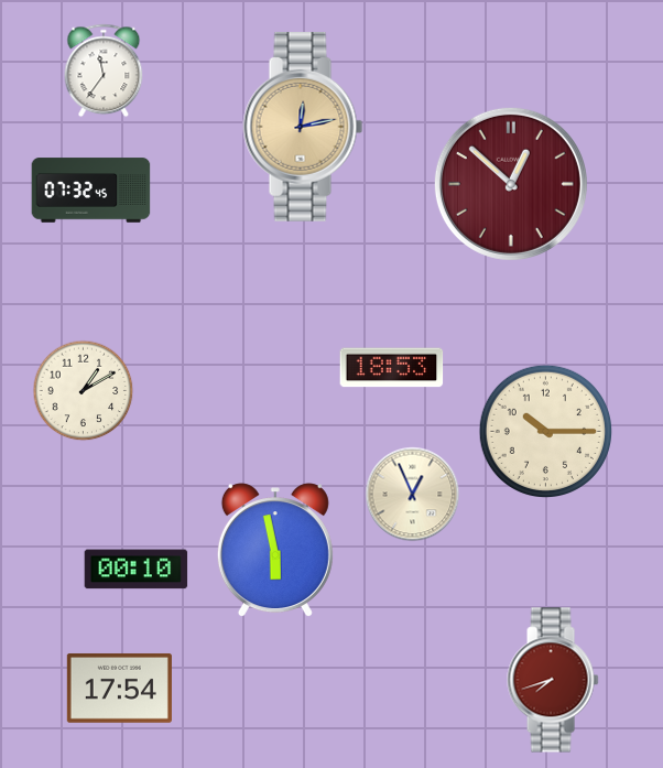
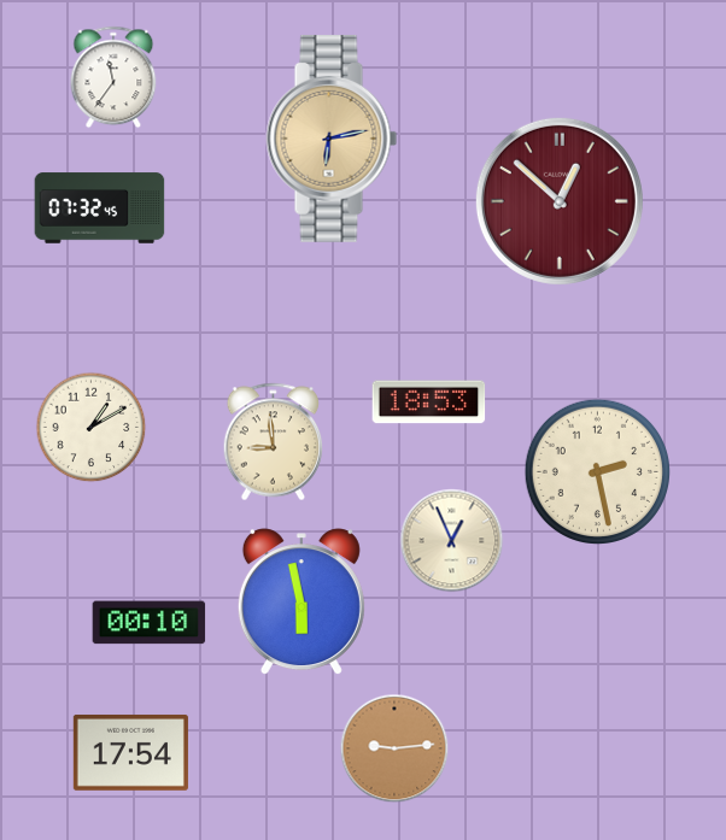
clock at (303, 127): 12:13 -> 6:13
clock at (274, 442): none -> 8:59
clock at (545, 431): 10:15 -> 2:28
clock at (553, 680): 7:42 -> none
clock at (394, 748): none -> 9:14
